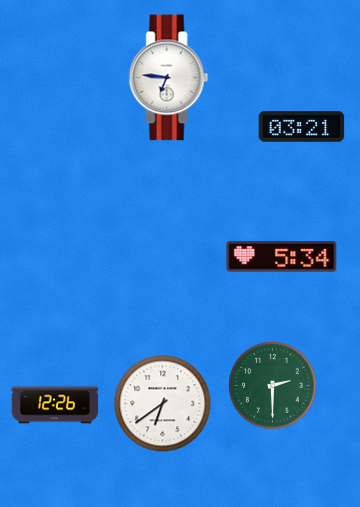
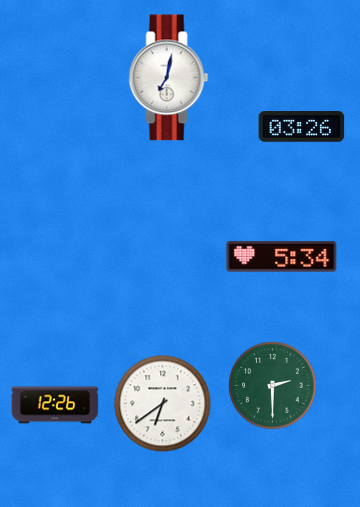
clock at (169, 78): 6:46 -> 7:02
clock at (302, 127): 03:21 -> 03:26
